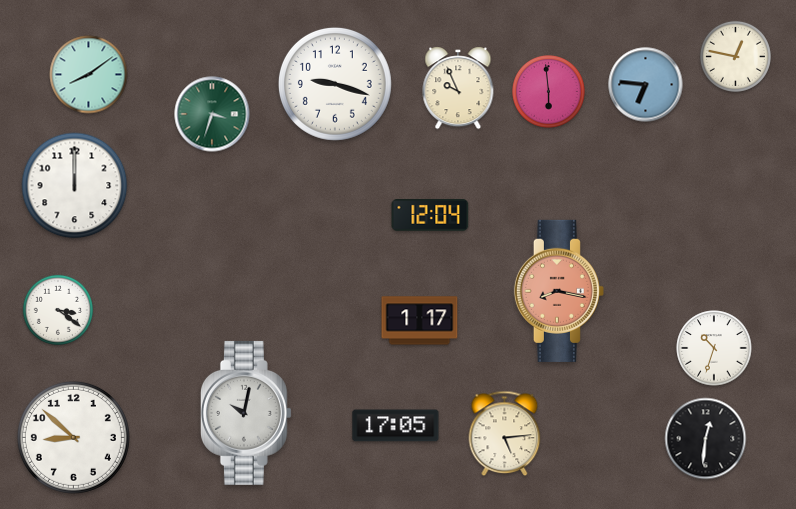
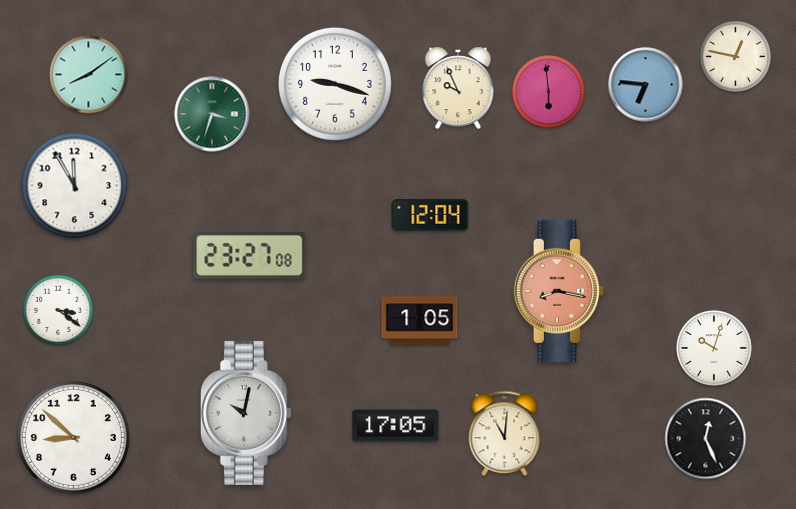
clock at (75, 186): 12:00 -> 11:55
clock at (250, 256): none -> 23:27
clock at (420, 321): 1:17 -> 1:05
clock at (714, 348): 10:33 -> 10:03
clock at (505, 434): 5:14 -> 11:01
clock at (706, 439): 12:31 -> 12:26
